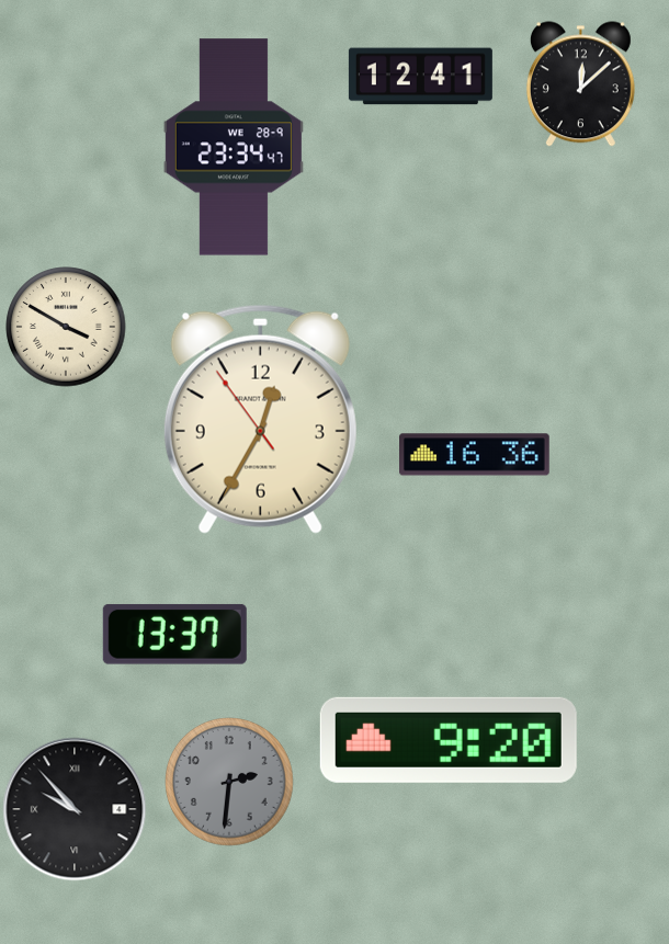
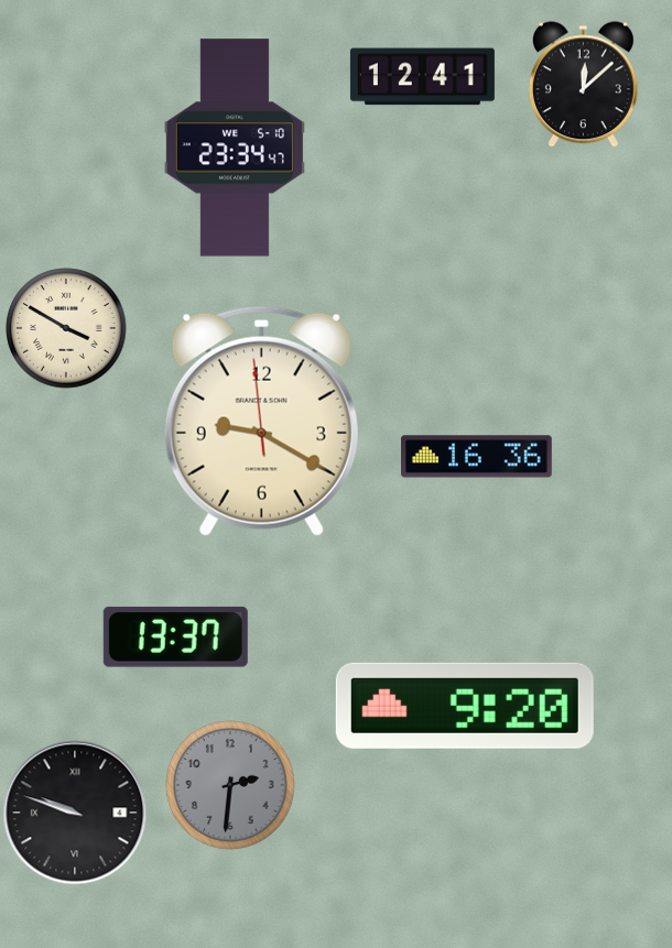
clock at (234, 147) date: WE 28-9 -> WE 5-10
clock at (260, 419): 12:34 -> 9:19
clock at (449, 740) position: (449, 740) -> (465, 706)
clock at (75, 809): 9:53 -> 9:48
